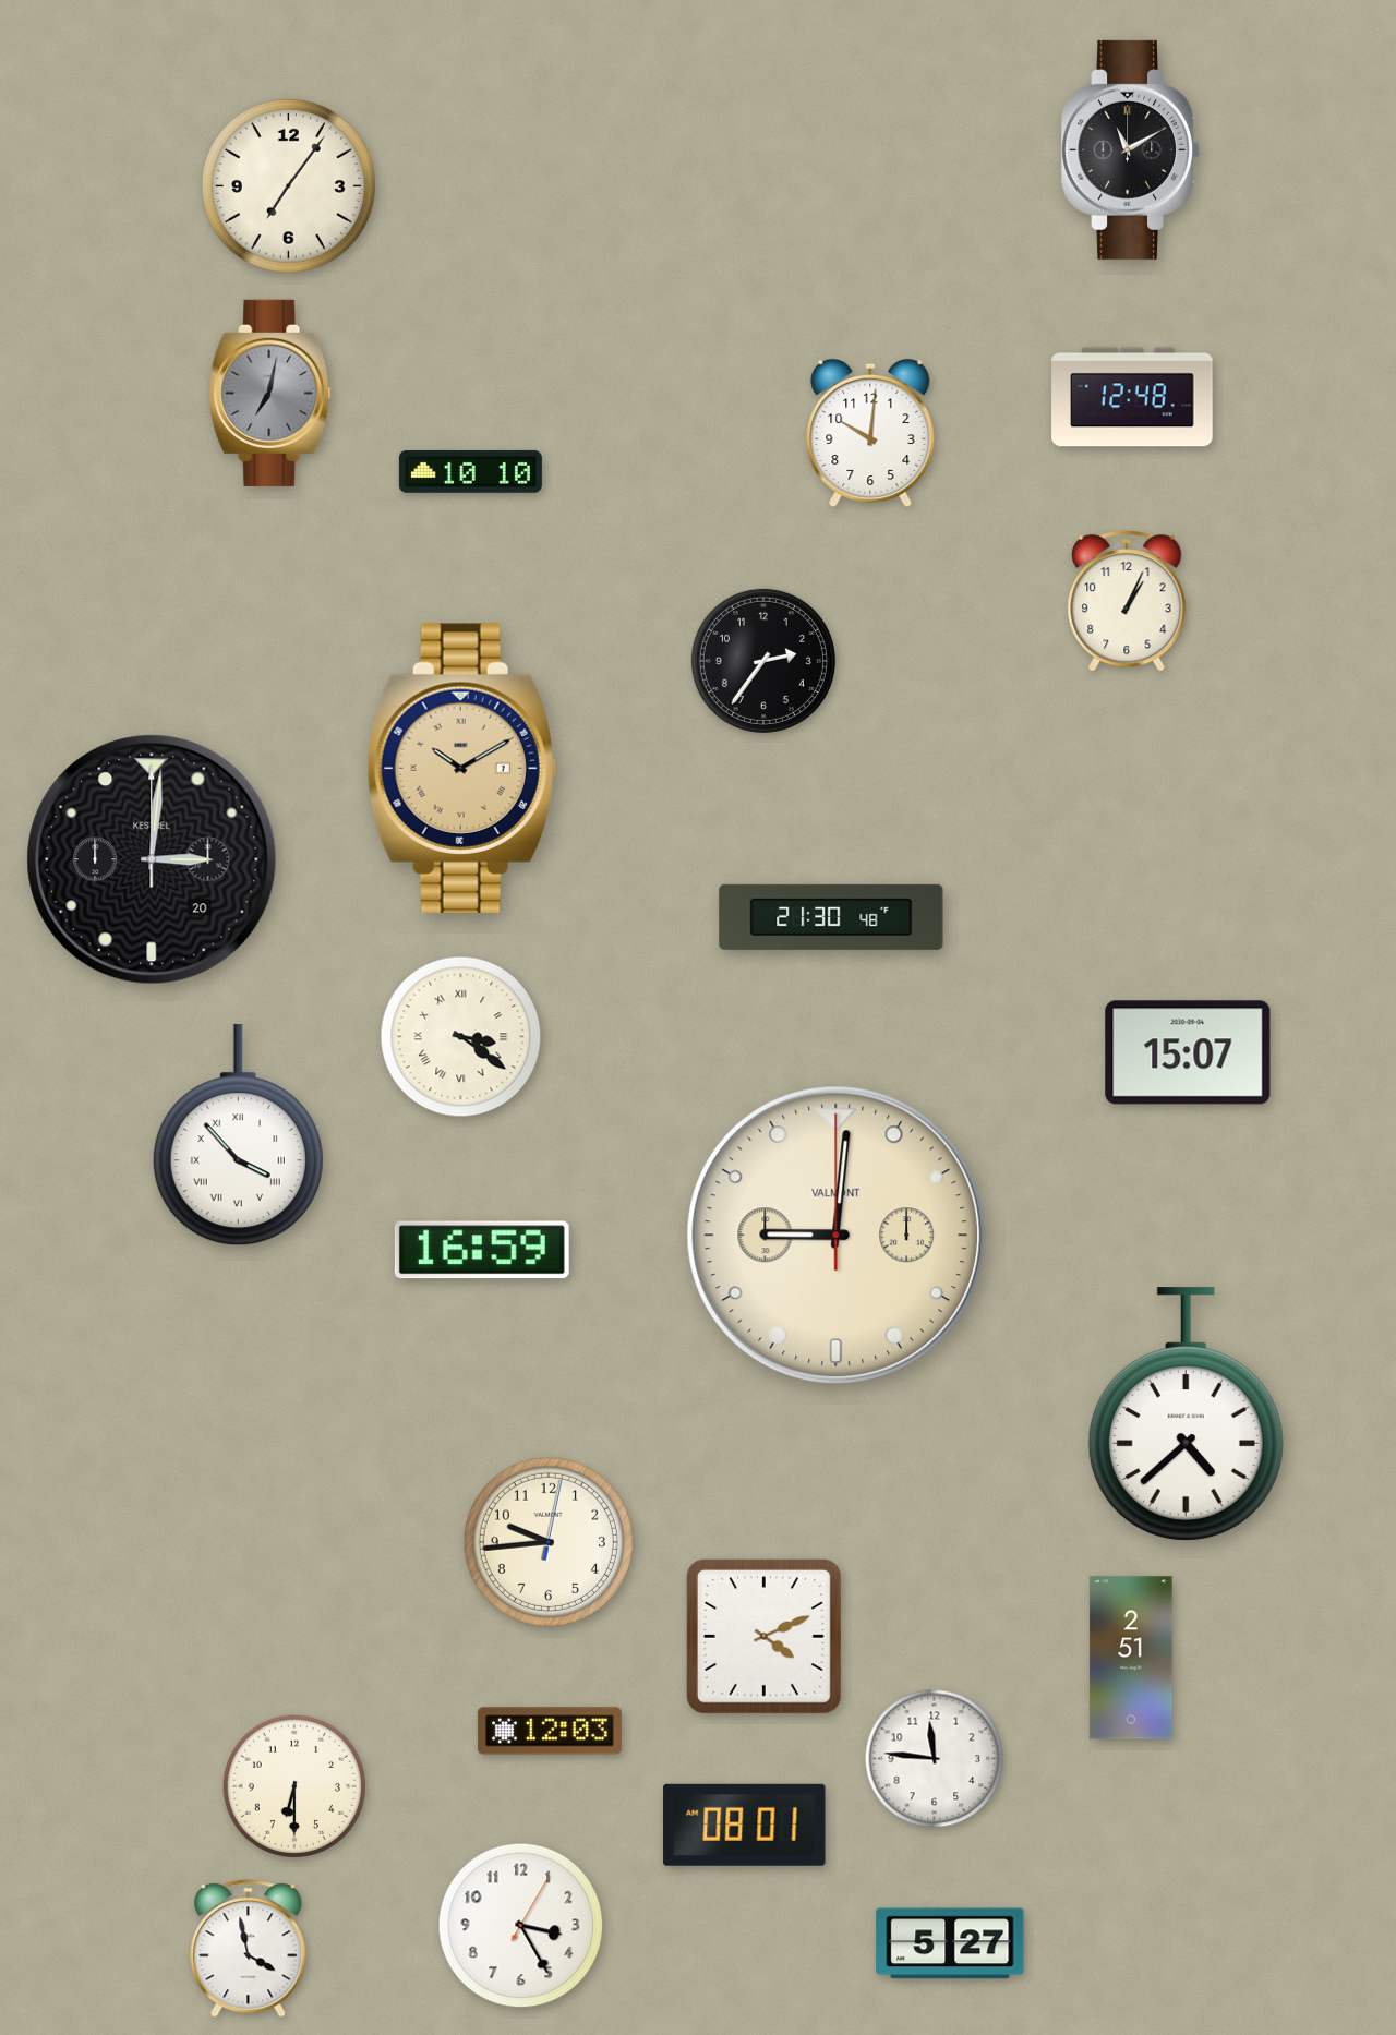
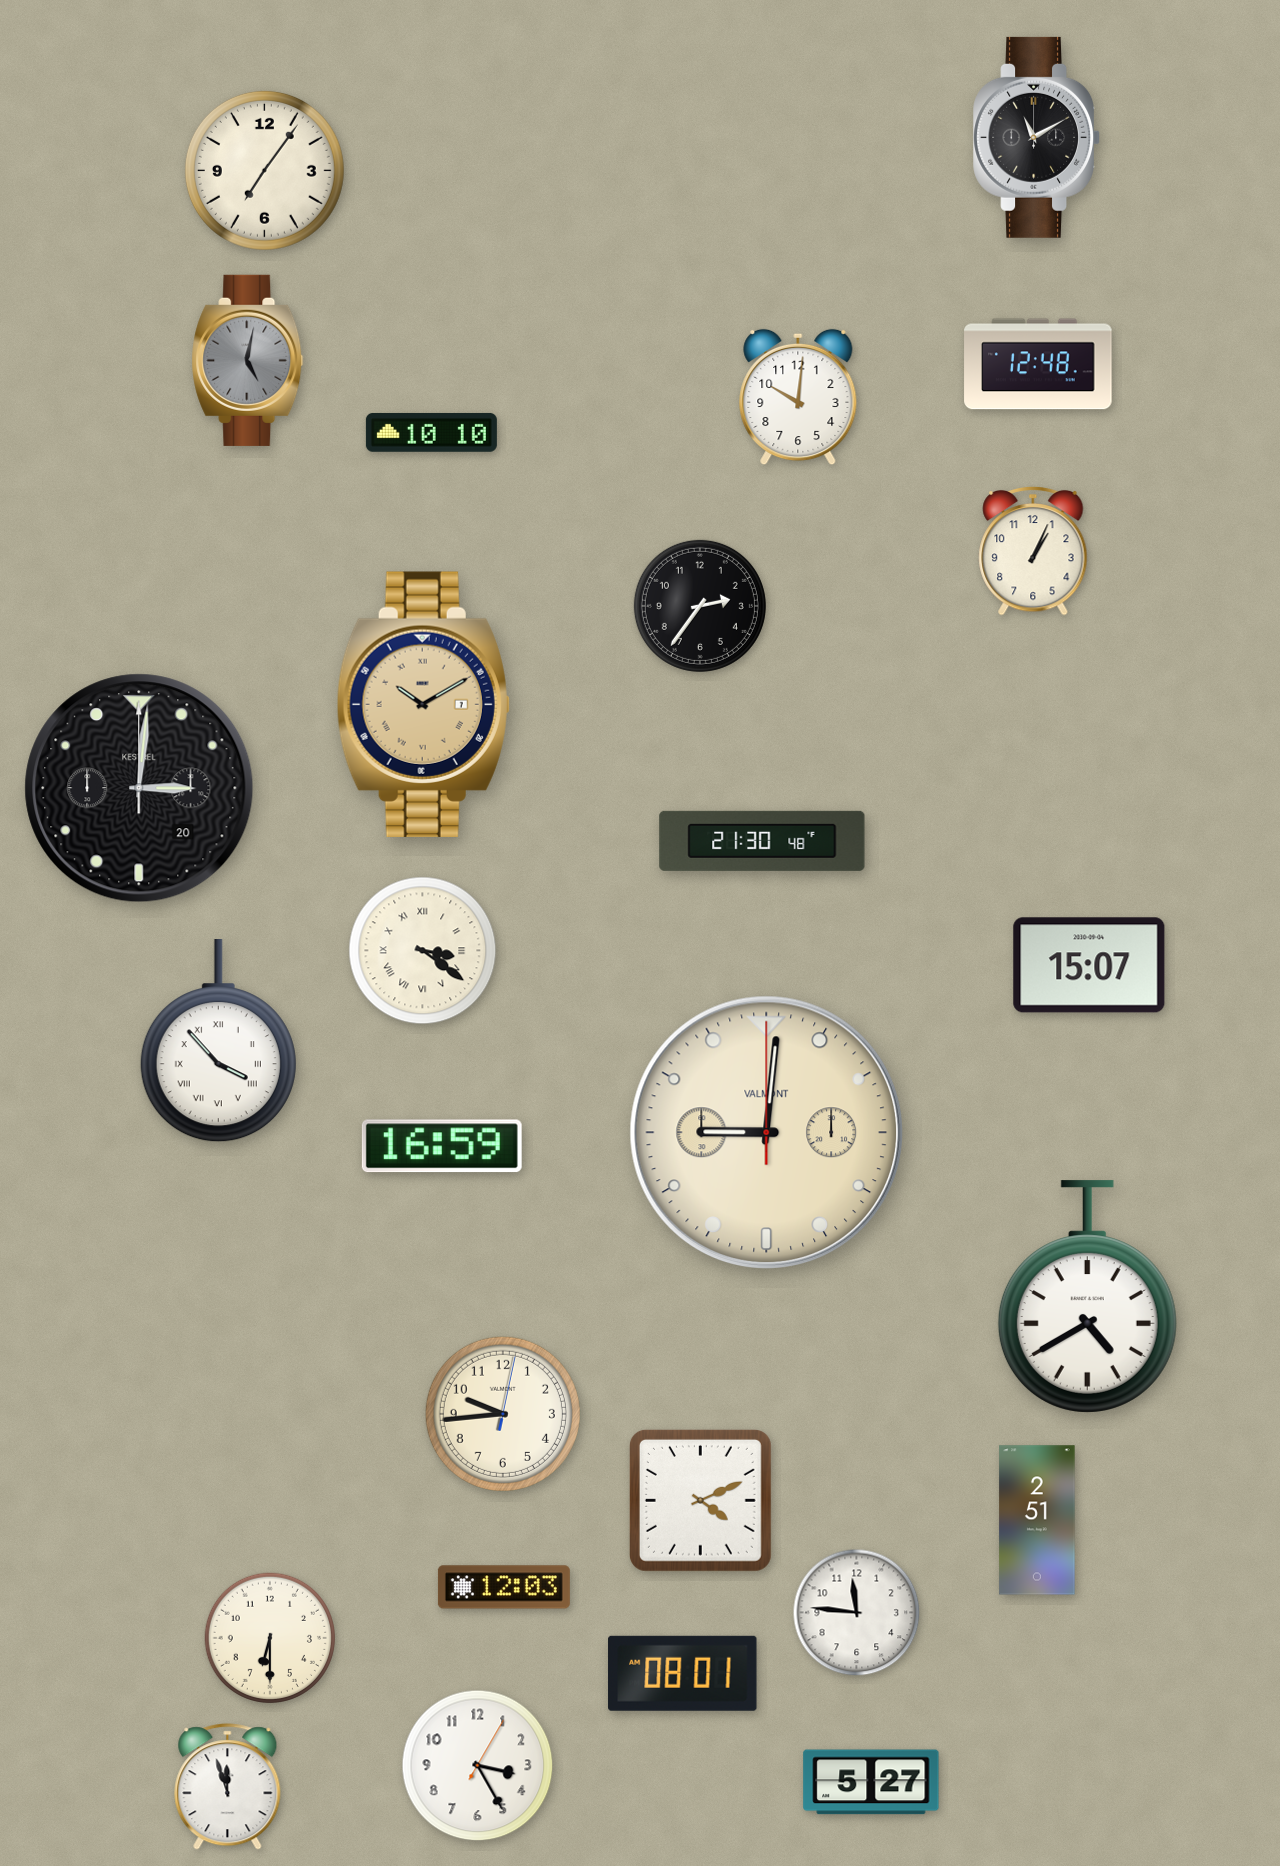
clock at (270, 393): 7:02 -> 5:02
clock at (1186, 1414): 4:38 -> 4:40
clock at (249, 1949): 3:58 -> 11:57
